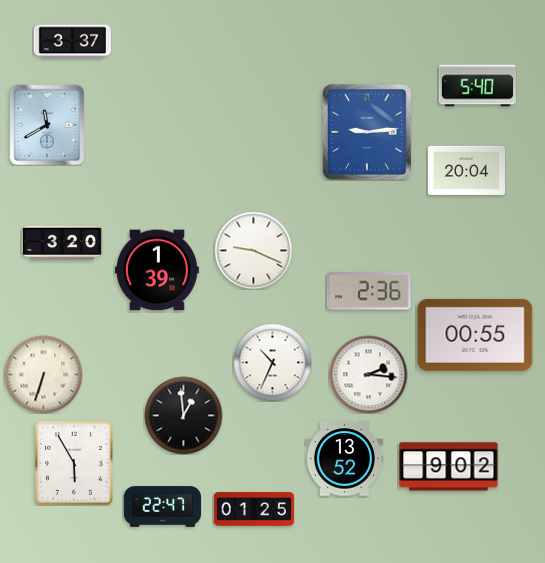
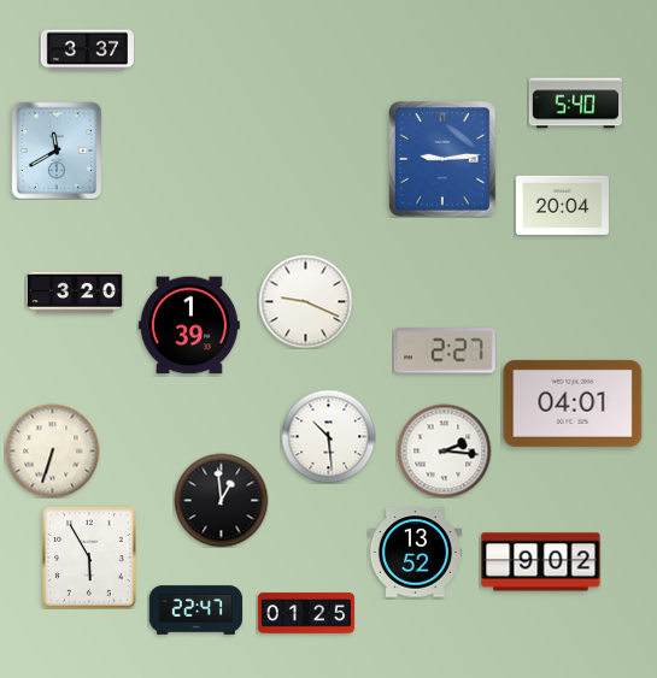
clock at (369, 291): 2:36 -> 2:27
clock at (475, 335): 00:55 -> 04:01
clock at (272, 362): 10:34 -> 10:29
